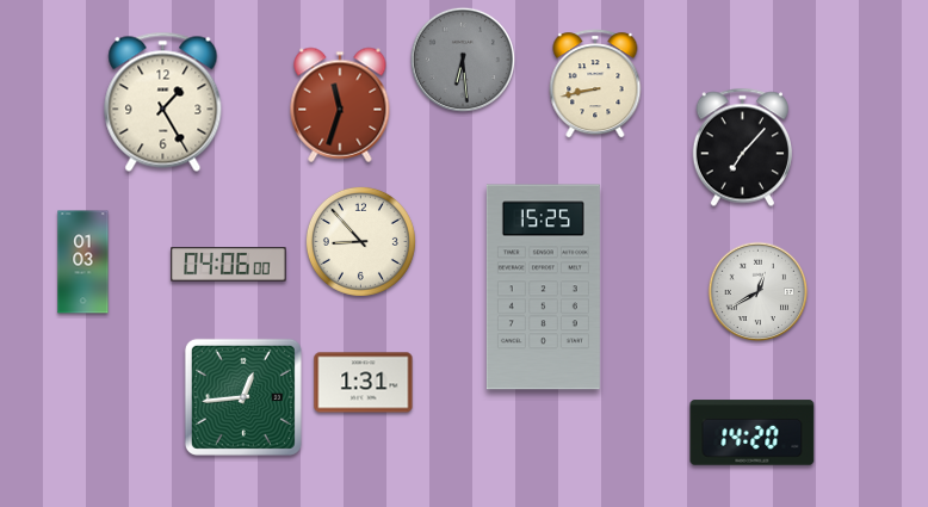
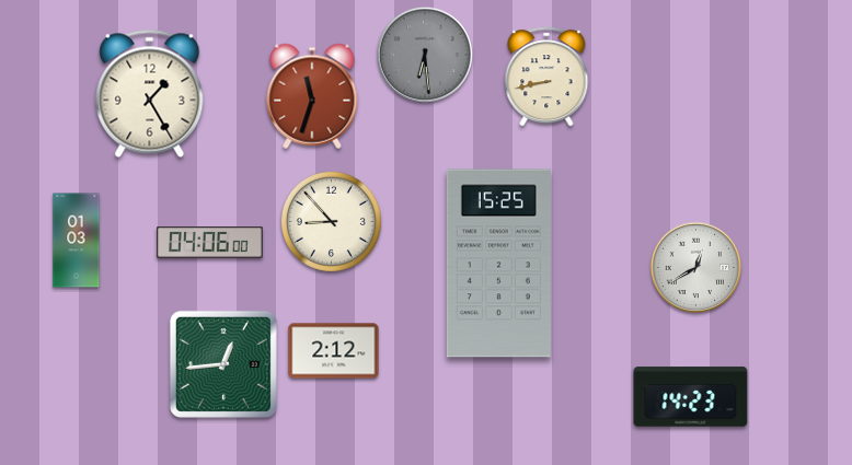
clock at (742, 148): 7:07 -> none
clock at (364, 383): 1:31 -> 2:12
clock at (753, 433): 14:20 -> 14:23
